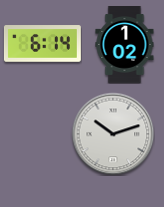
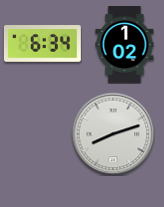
clock at (42, 44): 6:14 -> 6:34
clock at (113, 134): 10:12 -> 8:12
